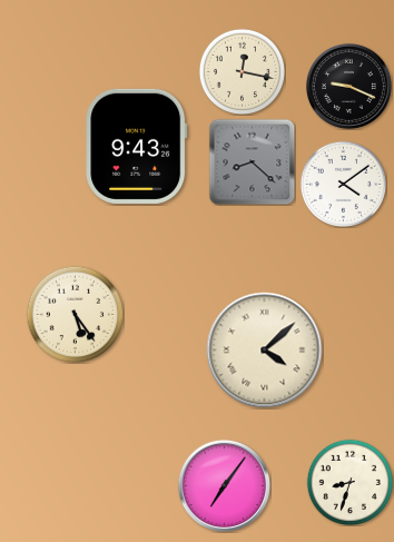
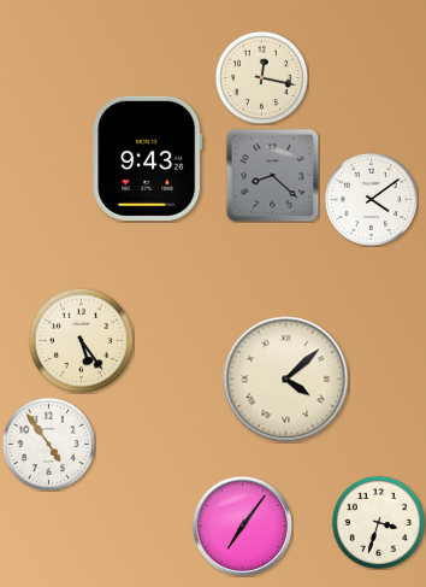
clock at (348, 86): 9:19 -> none
clock at (48, 444): none -> 4:54
clock at (349, 482): 8:33 -> 3:33
